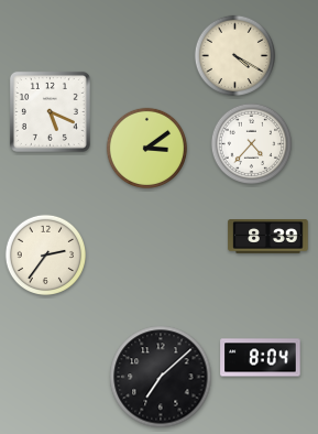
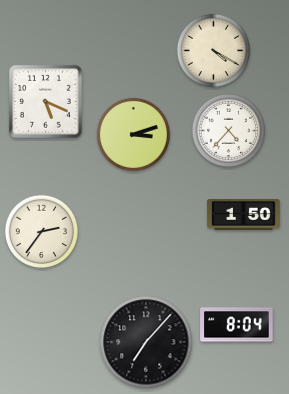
clock at (147, 149): 3:09 -> 3:12
clock at (268, 237): 8:39 -> 1:50
clock at (161, 377): 7:08 -> 7:07
